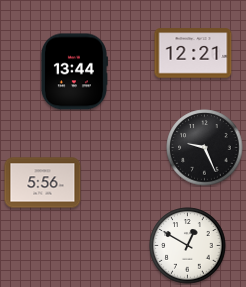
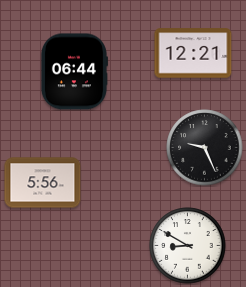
clock at (74, 72): 13:44 -> 06:44
clock at (188, 246): 12:50 -> 8:50
